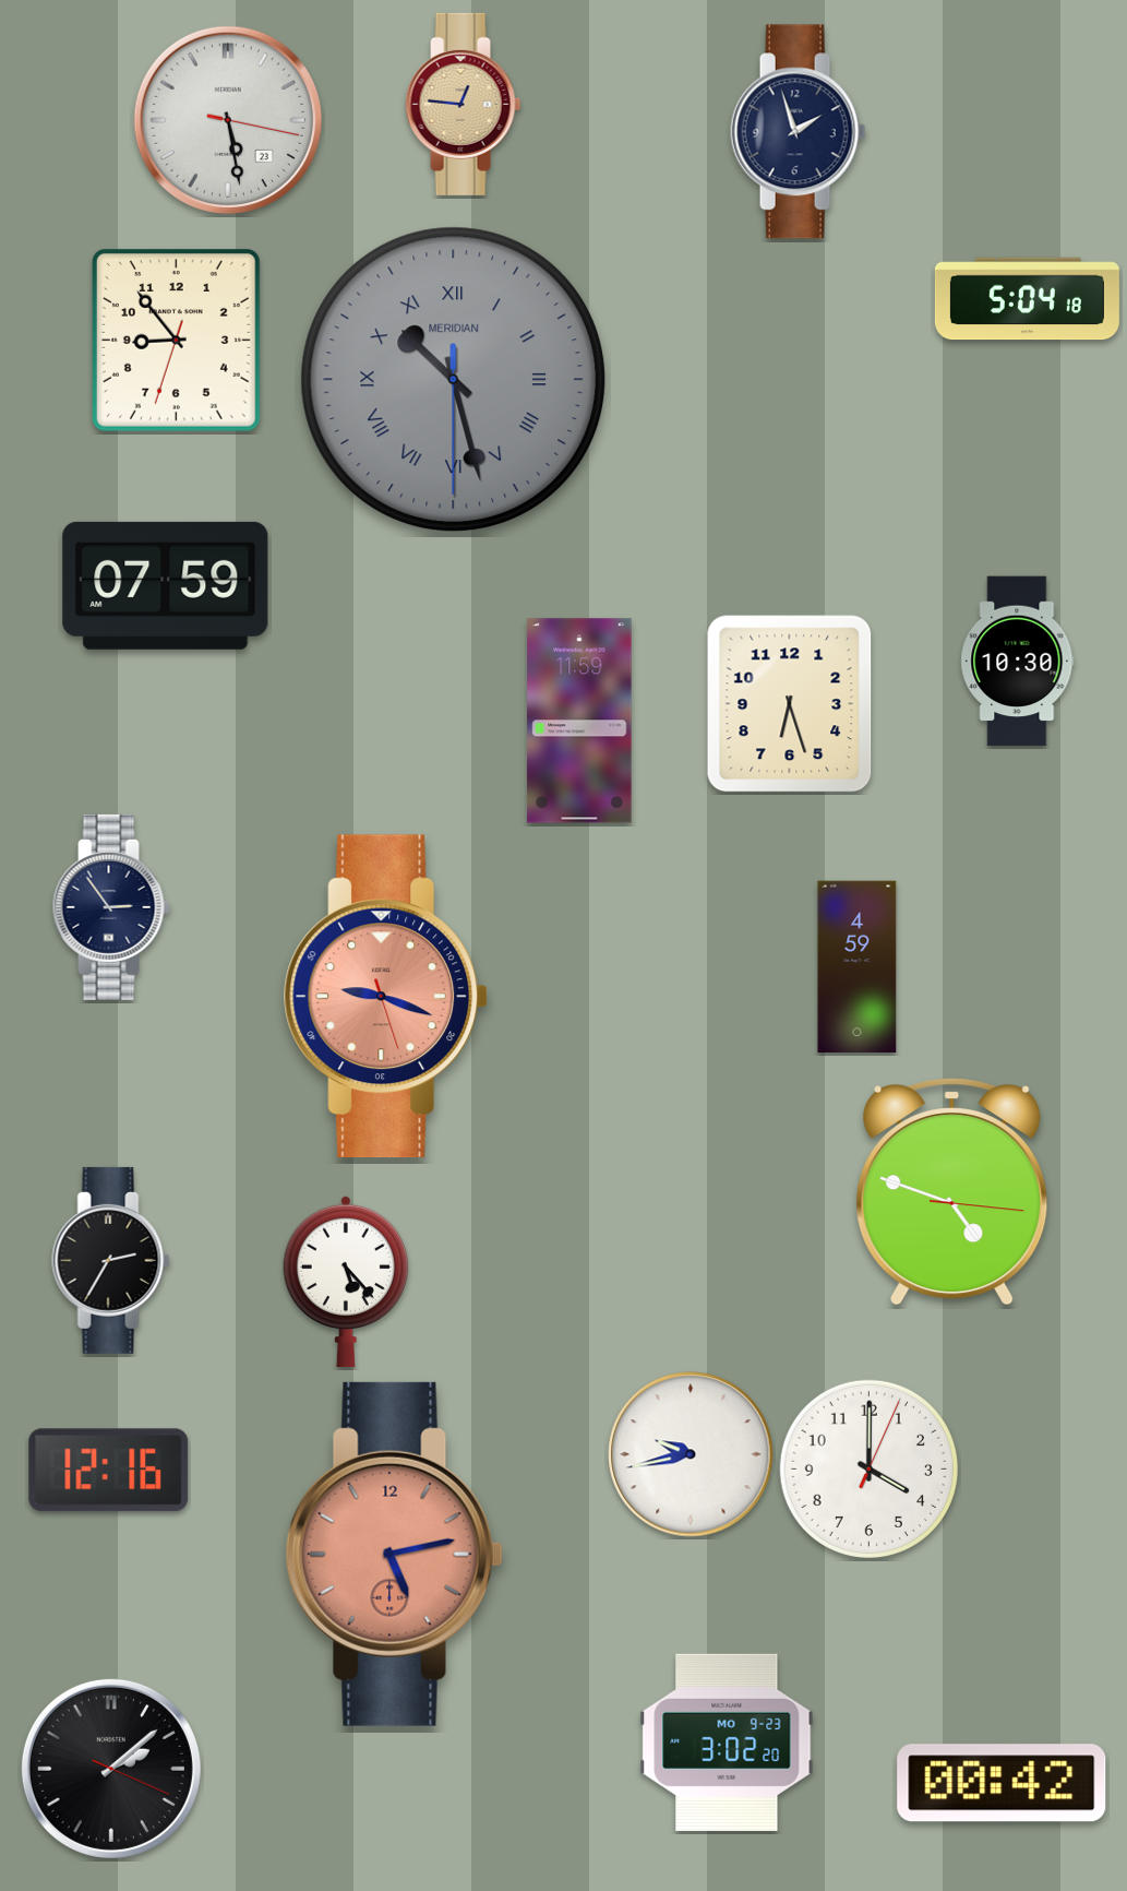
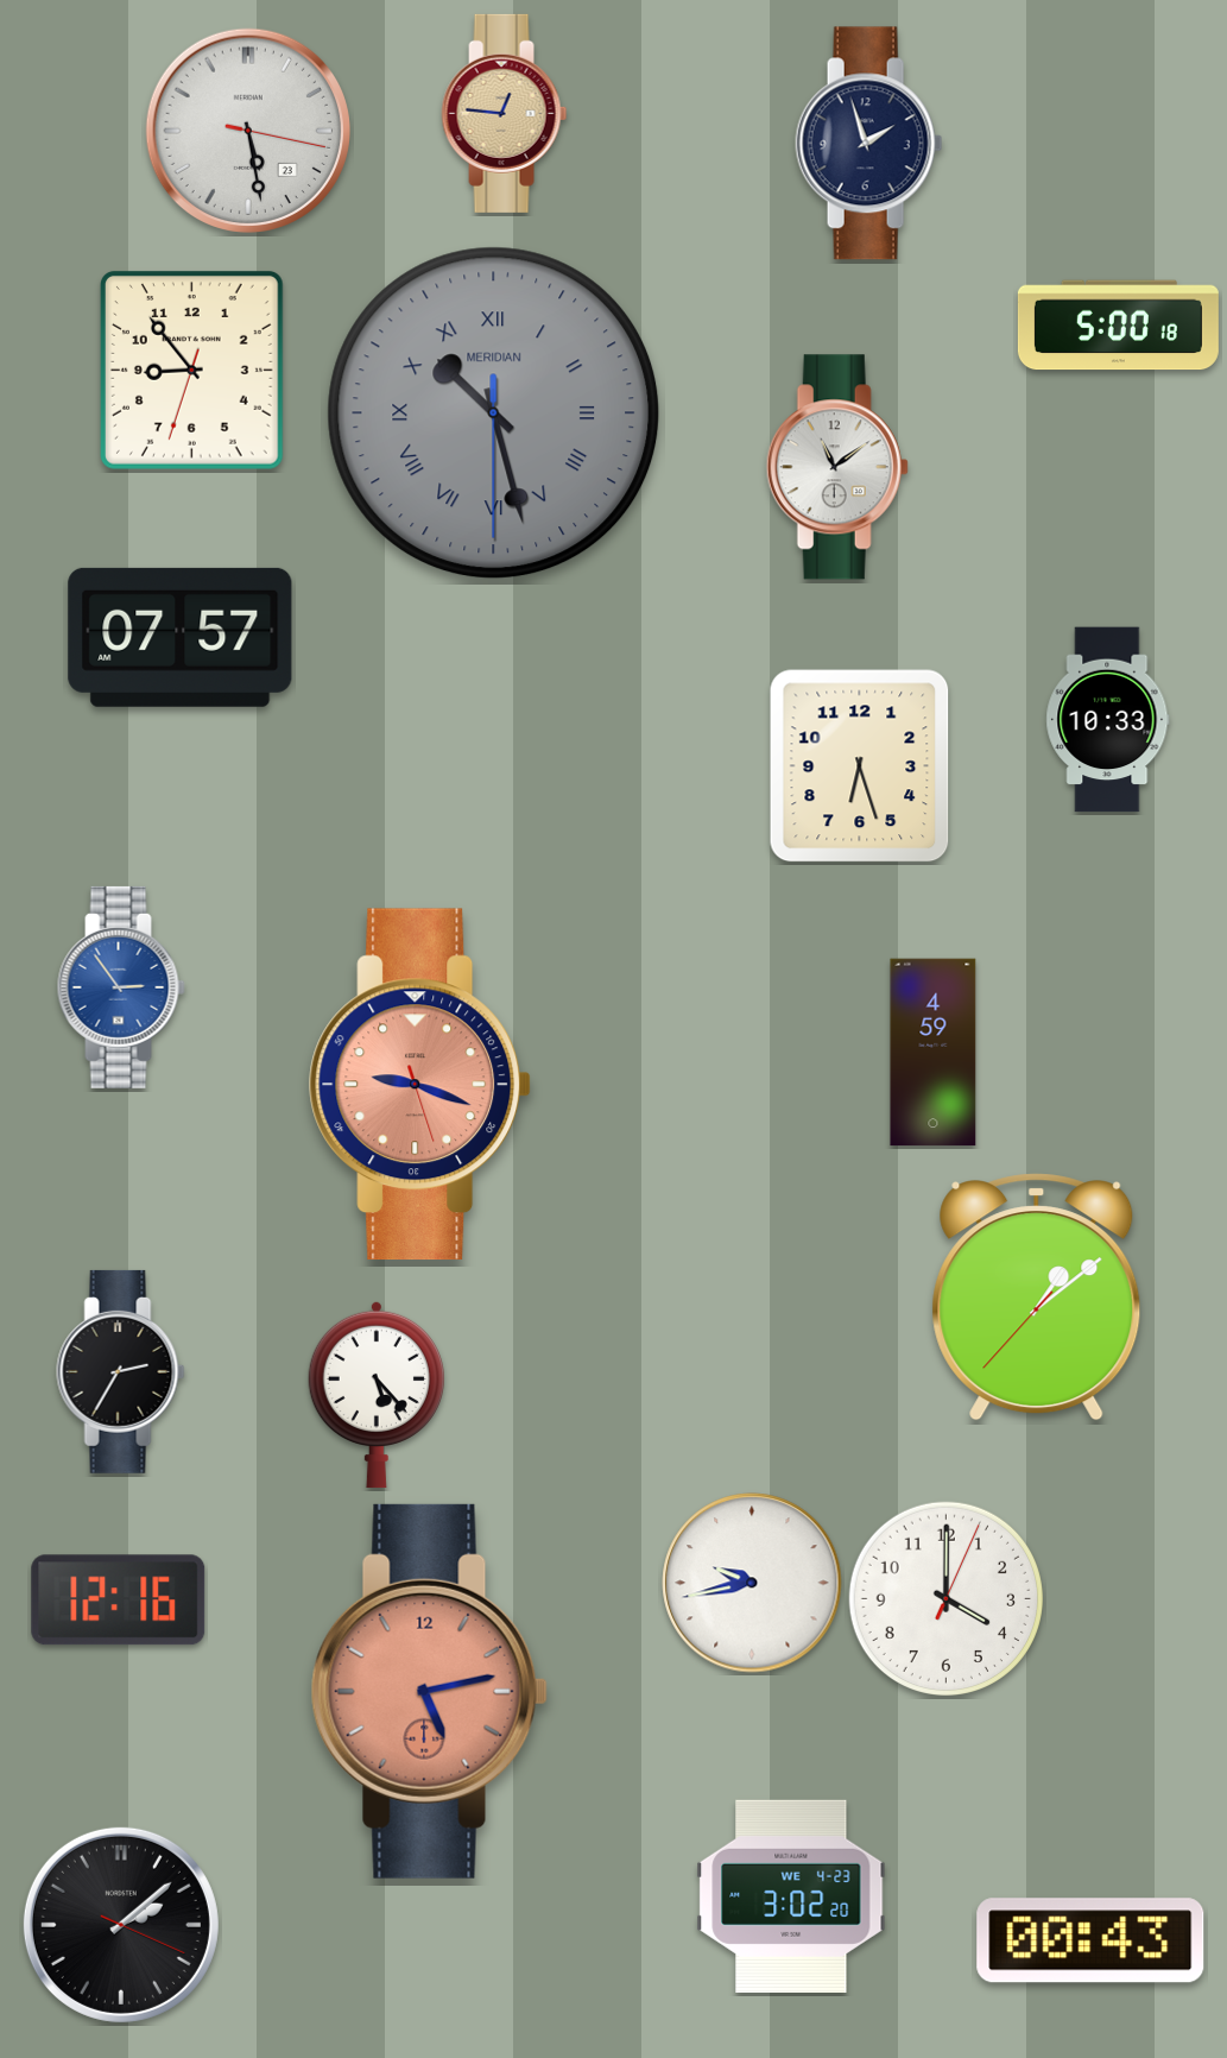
clock at (1027, 299): 5:04 -> 5:00
clock at (837, 467): none -> 11:09
clock at (166, 585): 07:59 -> 07:57
clock at (1018, 662): 10:30 -> 10:33
clock at (579, 721): 11:59 -> none
clock at (111, 907) dial: navy -> blue
clock at (952, 1192): 4:48 -> 1:08
clock at (727, 1743) date: MO 9-23 -> WE 4-23
clock at (1002, 1783): 00:42 -> 00:43
